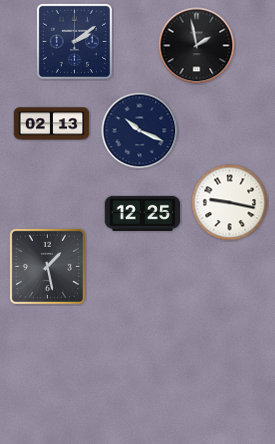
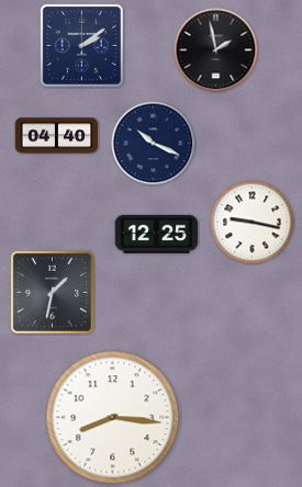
clock at (52, 124): 02:13 -> 04:40
clock at (47, 266): 1:28 -> 1:32
clock at (113, 418): none -> 8:16
